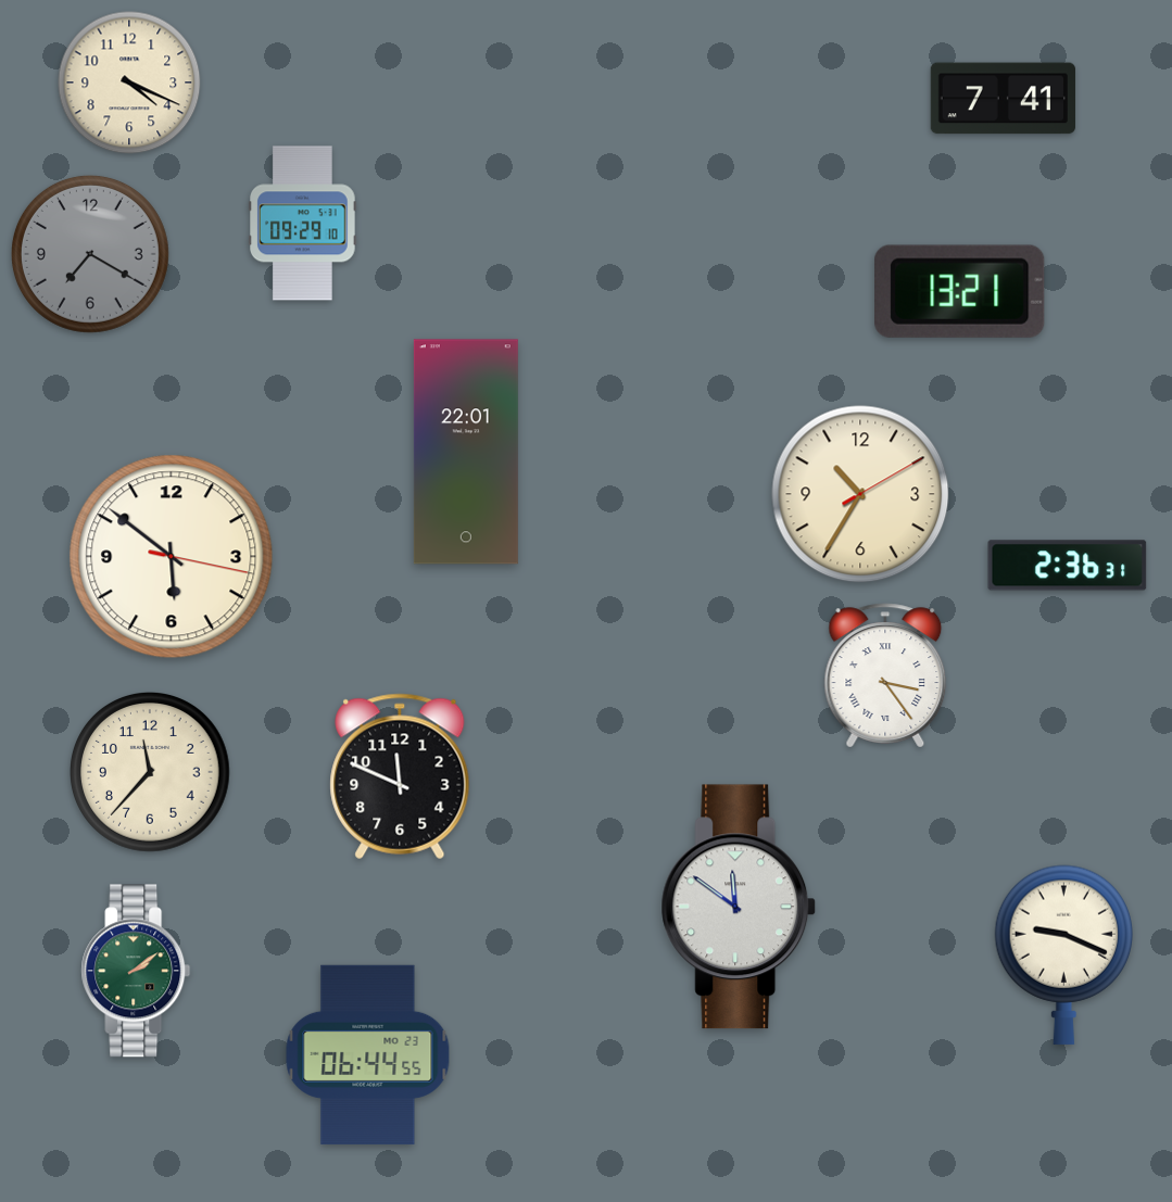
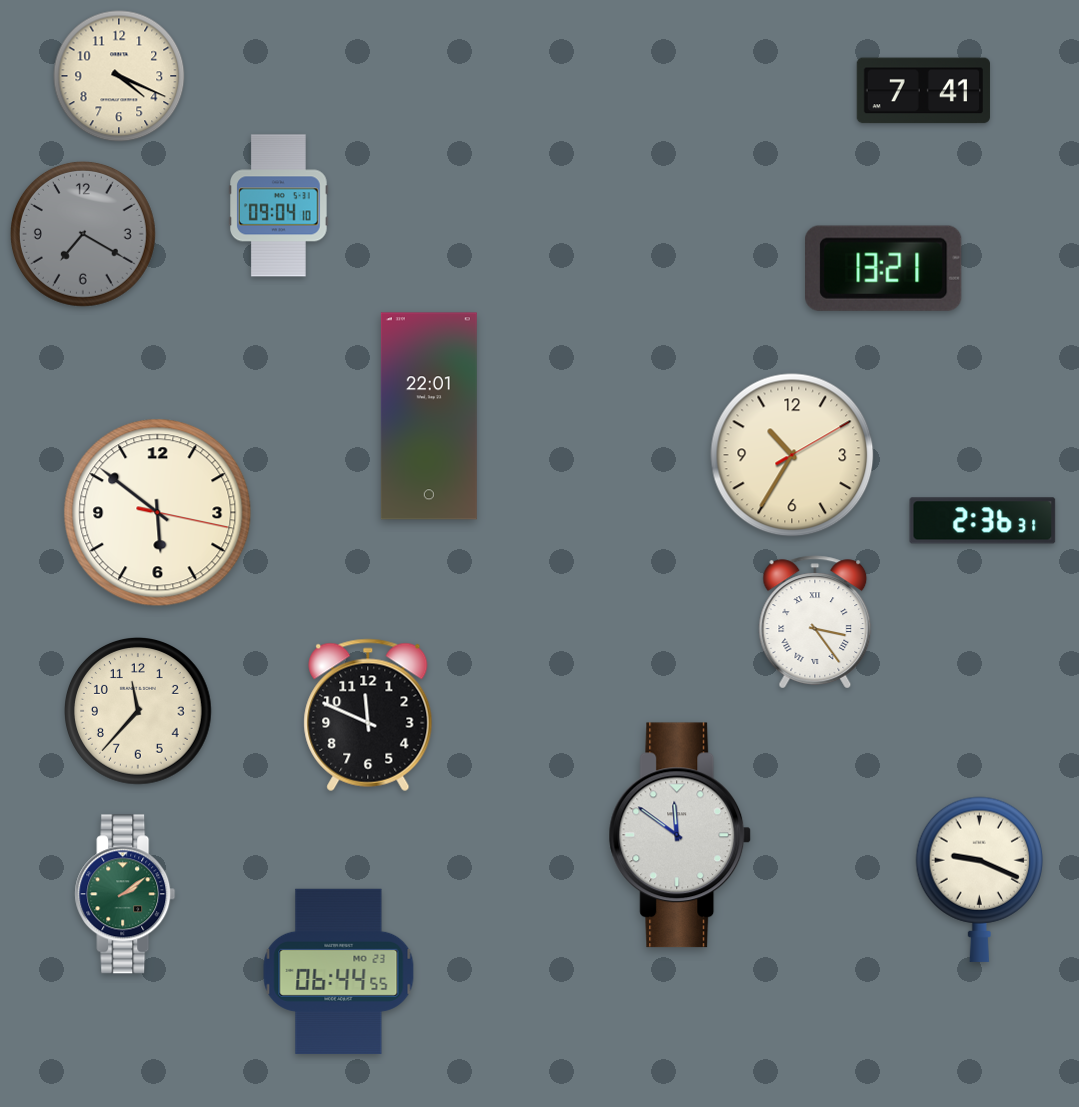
clock at (303, 224): 09:29 -> 09:04
